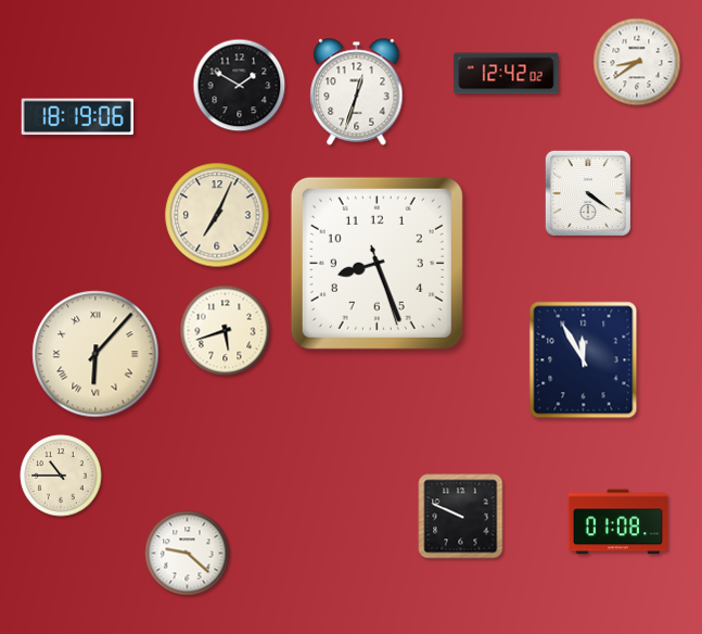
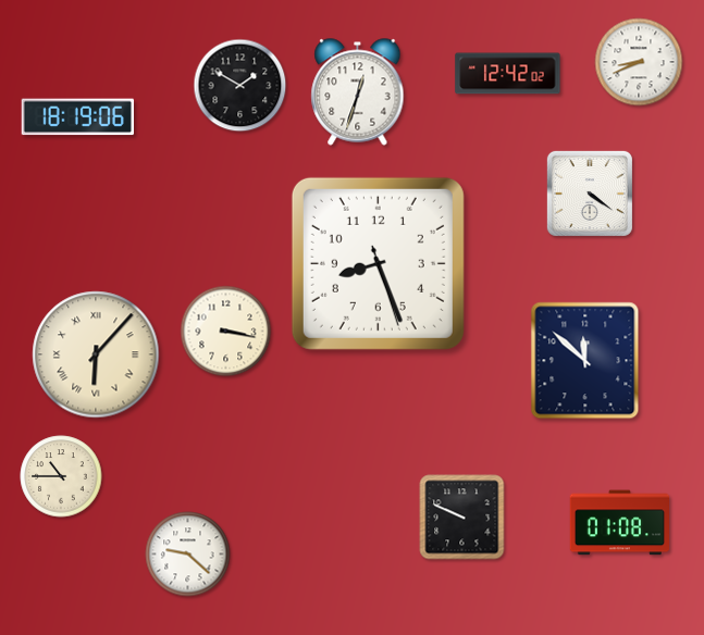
clock at (637, 62): 8:39 -> 8:41
clock at (217, 215): 7:04 -> none
clock at (226, 331): 5:42 -> 3:17
clock at (584, 360): 11:55 -> 11:52
